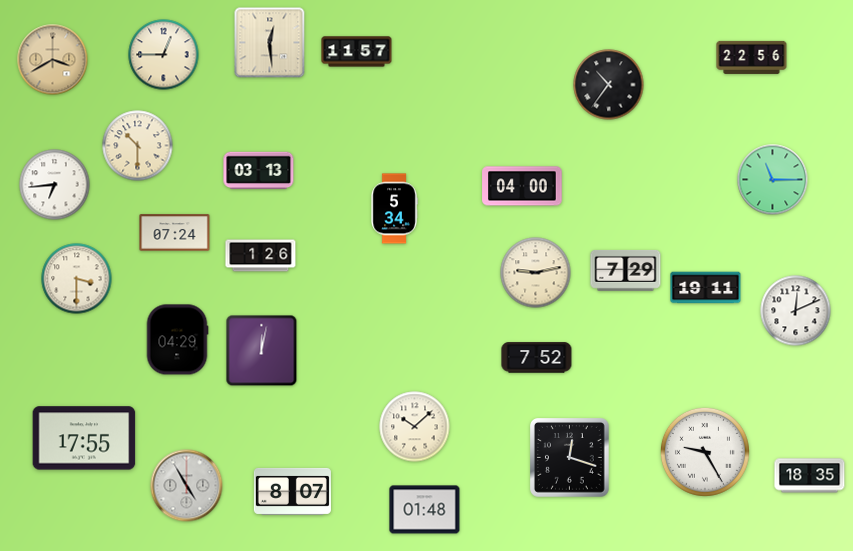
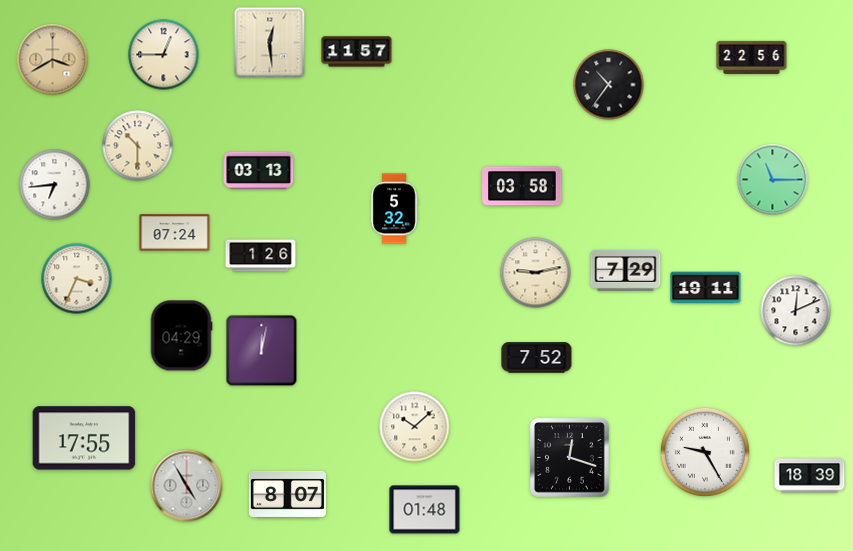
clock at (522, 186): 04:00 -> 03:58
clock at (394, 209): 5:34 -> 5:32
clock at (77, 279): 3:30 -> 3:34
clock at (177, 340) position: (177, 340) -> (181, 336)
clock at (810, 476): 18:35 -> 18:39
clock at (292, 491) position: (292, 491) -> (287, 494)
